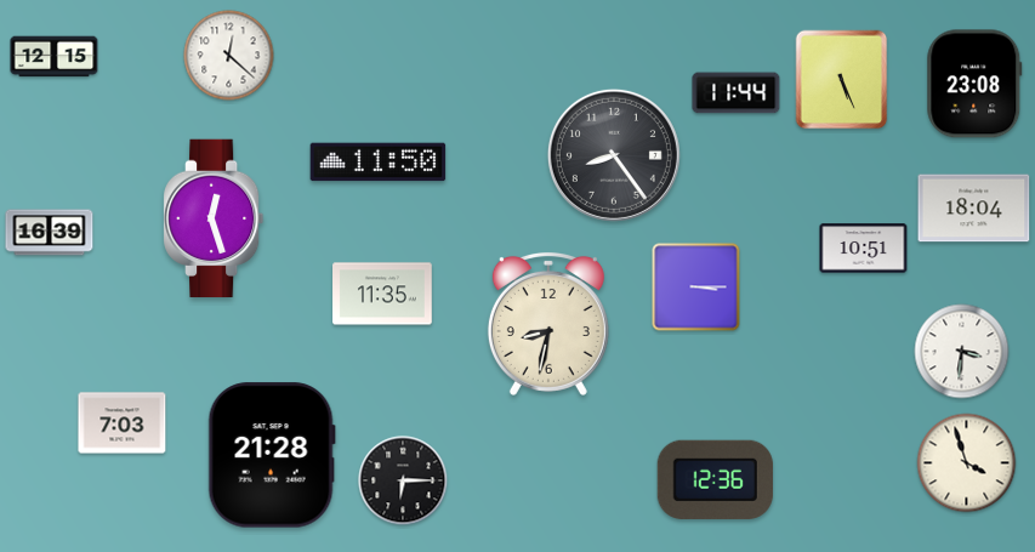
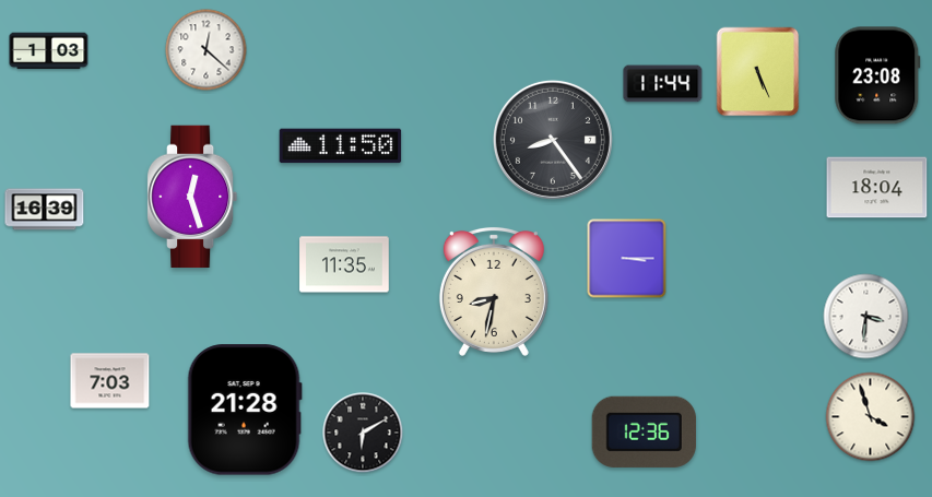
clock at (55, 57): 12:15 -> 1:03
clock at (864, 249): 10:51 -> none
clock at (403, 480): 6:15 -> 6:10
